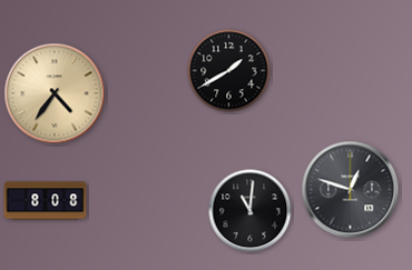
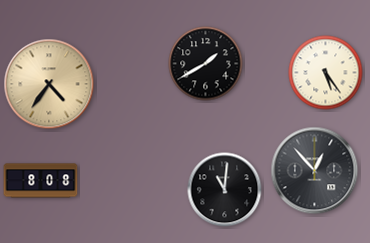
clock at (326, 73): none -> 5:24
clock at (351, 190): 12:48 -> 12:53
